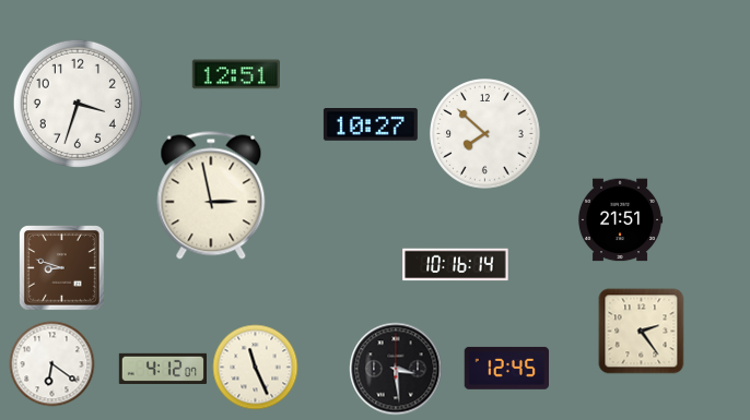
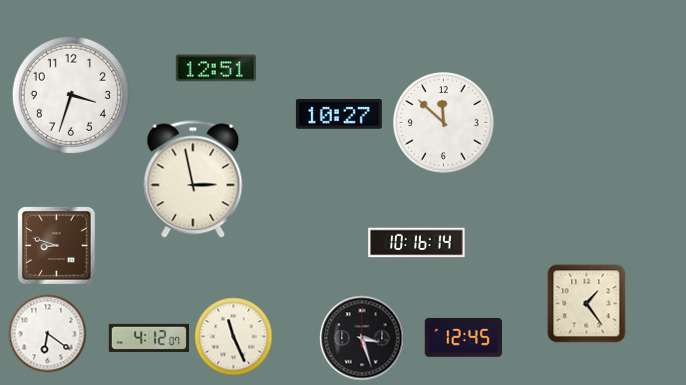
clock at (485, 134): 7:52 -> 11:52
clock at (620, 220): 21:51 -> none
clock at (641, 331): 2:24 -> 1:24
clock at (396, 369): 3:29 -> 3:27
